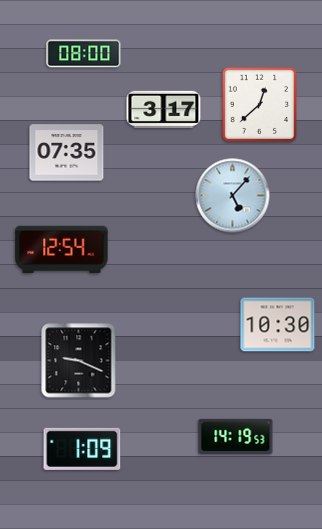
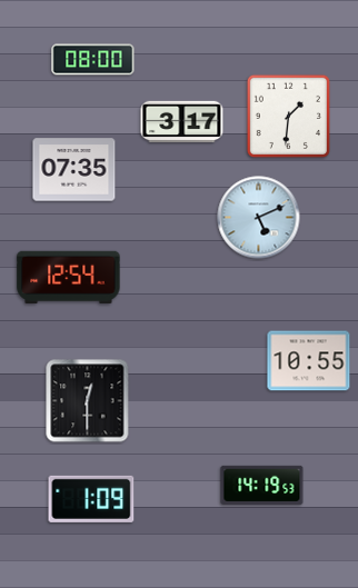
clock at (259, 104): 12:38 -> 1:31
clock at (233, 196): 5:07 -> 5:11
clock at (278, 325): 10:30 -> 10:55
clock at (79, 361): 9:19 -> 12:30
